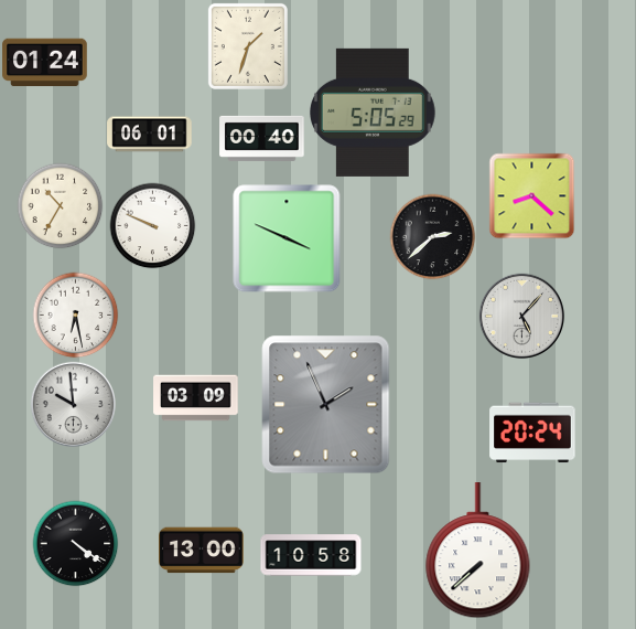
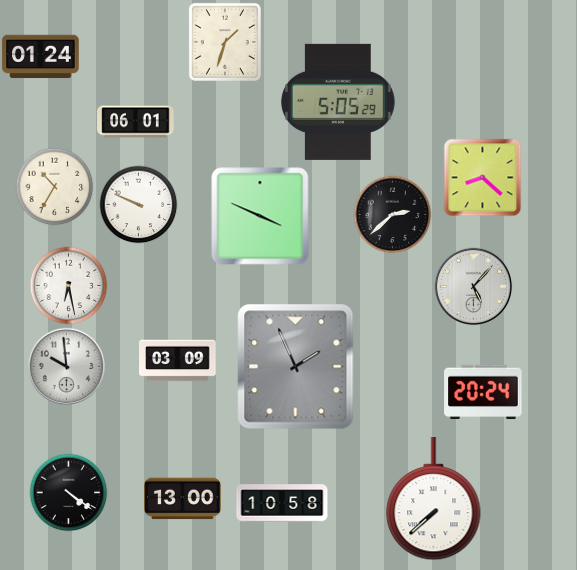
clock at (262, 138): 00:40 -> none
